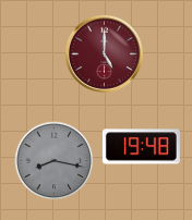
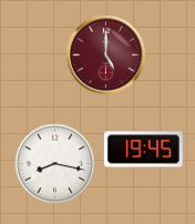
clock at (141, 147): 19:48 -> 19:45
clock at (55, 161) dial: grey -> white
